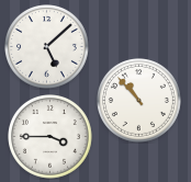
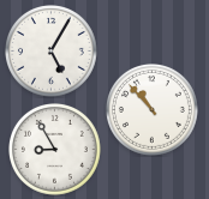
clock at (47, 47): 5:08 -> 5:05
clock at (50, 137): 3:45 -> 8:55
